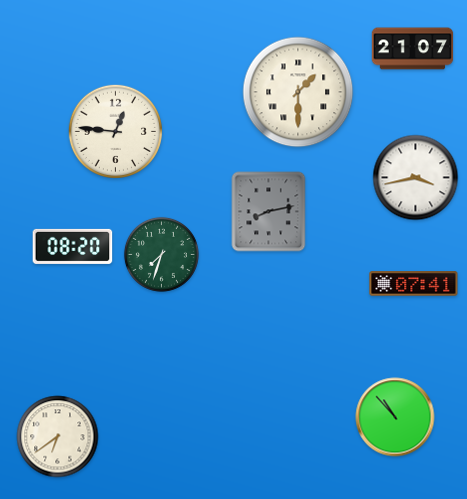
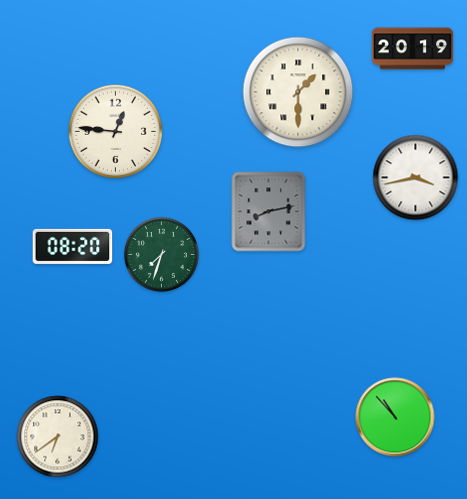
clock at (413, 49): 21:07 -> 20:19
clock at (414, 284): 07:41 -> none
